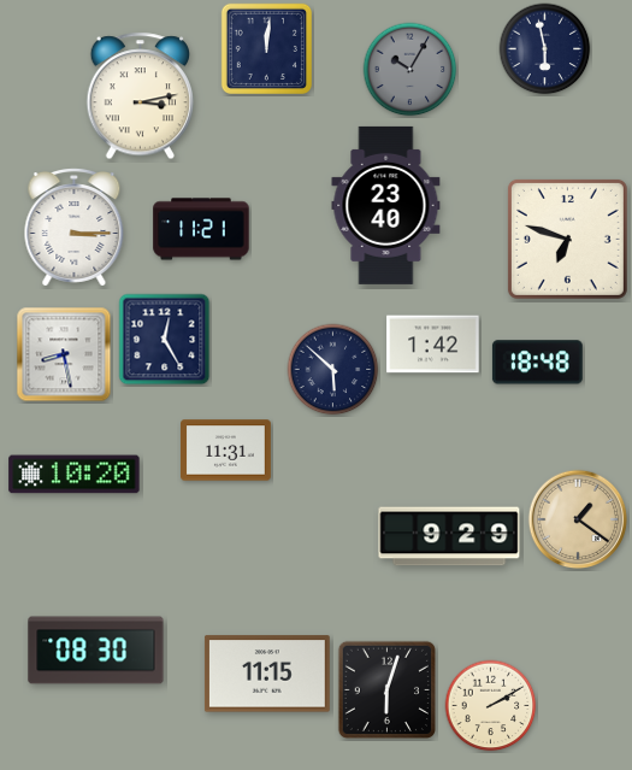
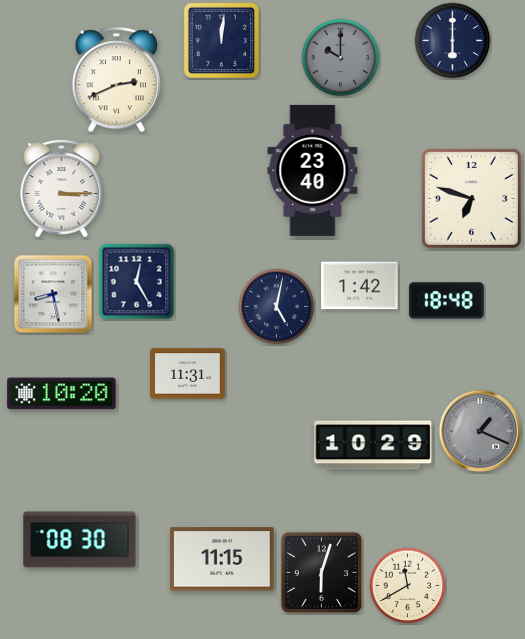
clock at (545, 49): 5:58 -> 6:00
clock at (410, 70): 10:05 -> 10:00
clock at (141, 96): 3:13 -> 2:41
clock at (386, 205) position: (386, 205) -> (313, 170)
clock at (201, 229): 11:21 -> none
clock at (333, 370): 5:52 -> 5:02
clock at (578, 519): 1:21 -> 1:19
clock at (578, 519) dial: champagne -> grey
clock at (449, 536): 9:29 -> 10:29
clock at (491, 706): 2:10 -> 11:40
